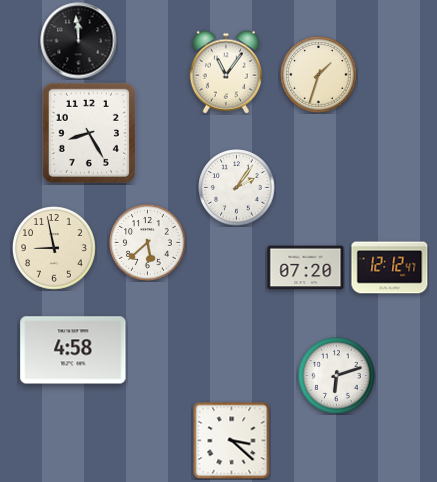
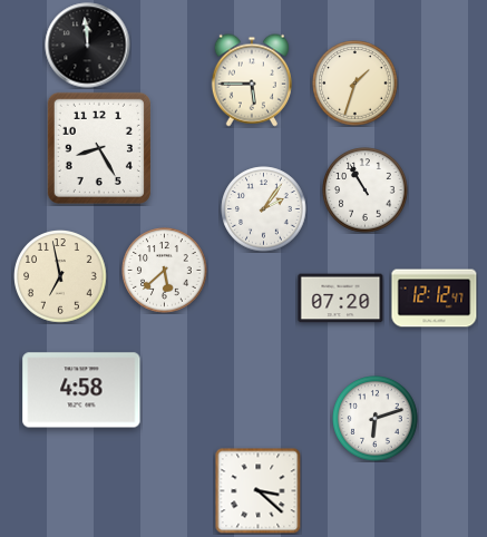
clock at (226, 72): 11:06 -> 5:45
clock at (366, 191): none -> 10:55
clock at (55, 249): 8:58 -> 6:58
